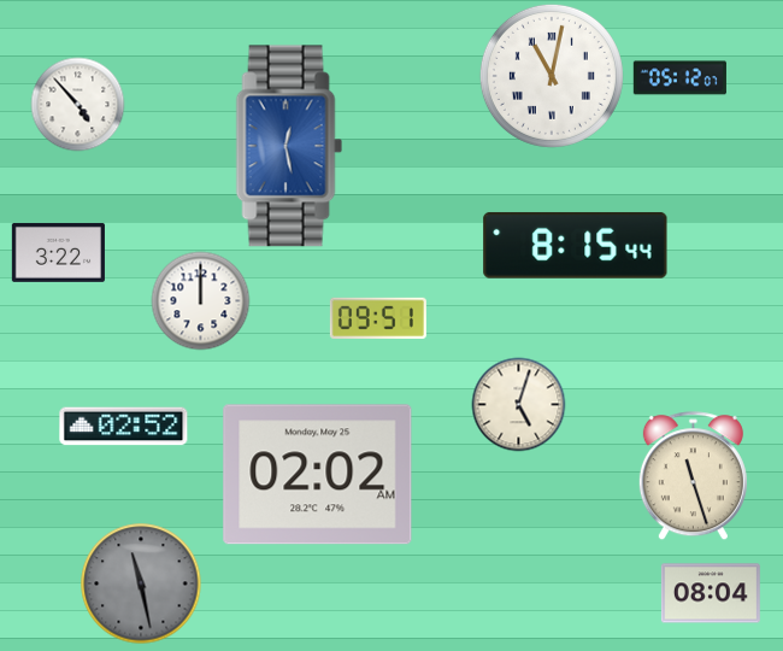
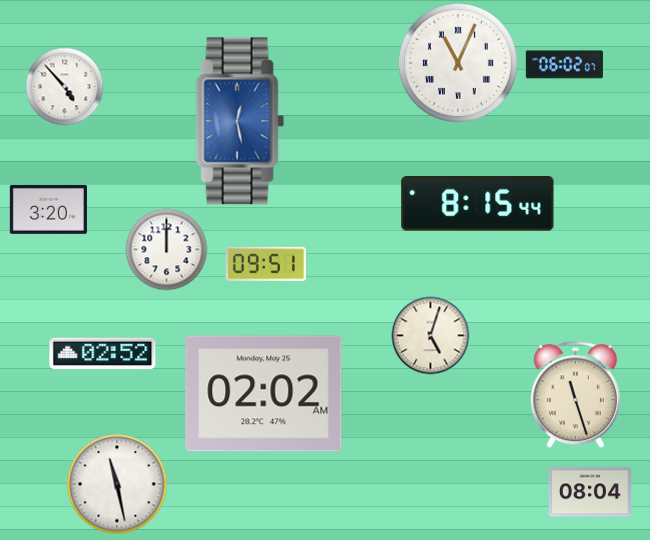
clock at (552, 76): 11:02 -> 11:04
clock at (679, 78): 05:12 -> 06:02
clock at (58, 252): 3:22 -> 3:20
clock at (378, 318) position: (378, 318) -> (266, 264)
clock at (141, 583) dial: grey -> white
